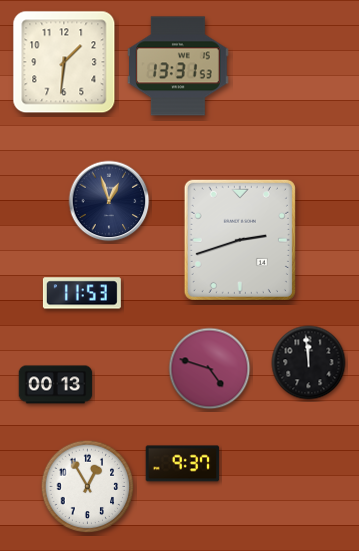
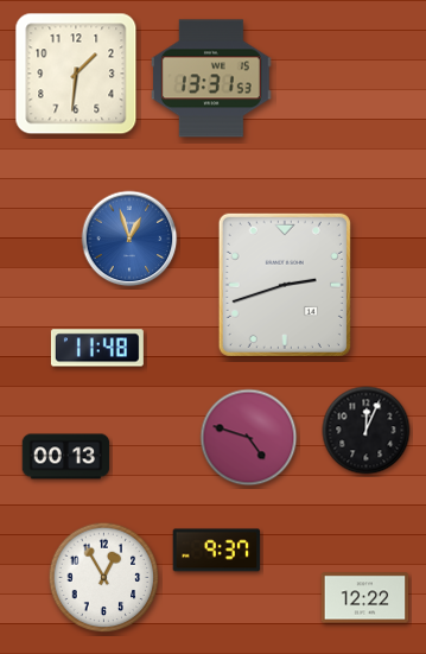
clock at (109, 201) dial: navy -> blue
clock at (82, 293): 11:53 -> 11:48
clock at (309, 363): 11:59 -> 12:04
clock at (365, 598): none -> 12:22
